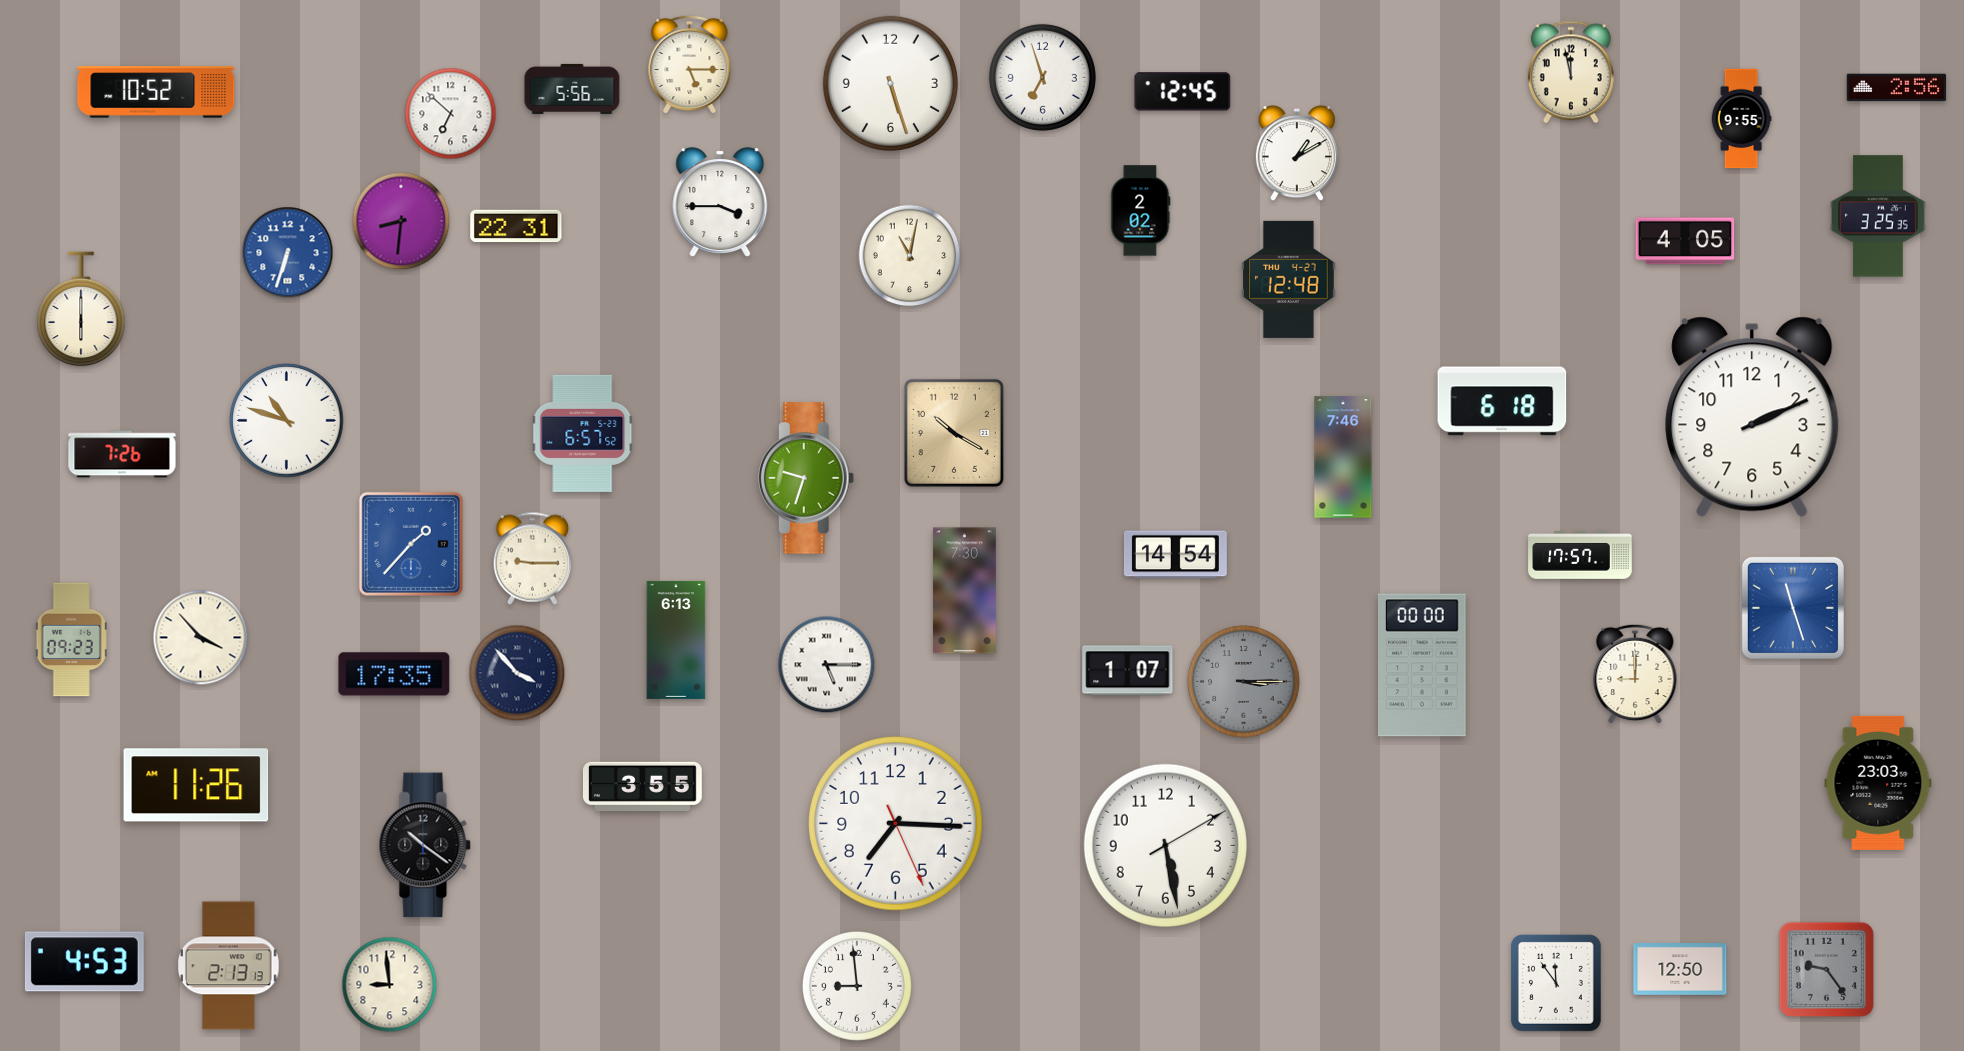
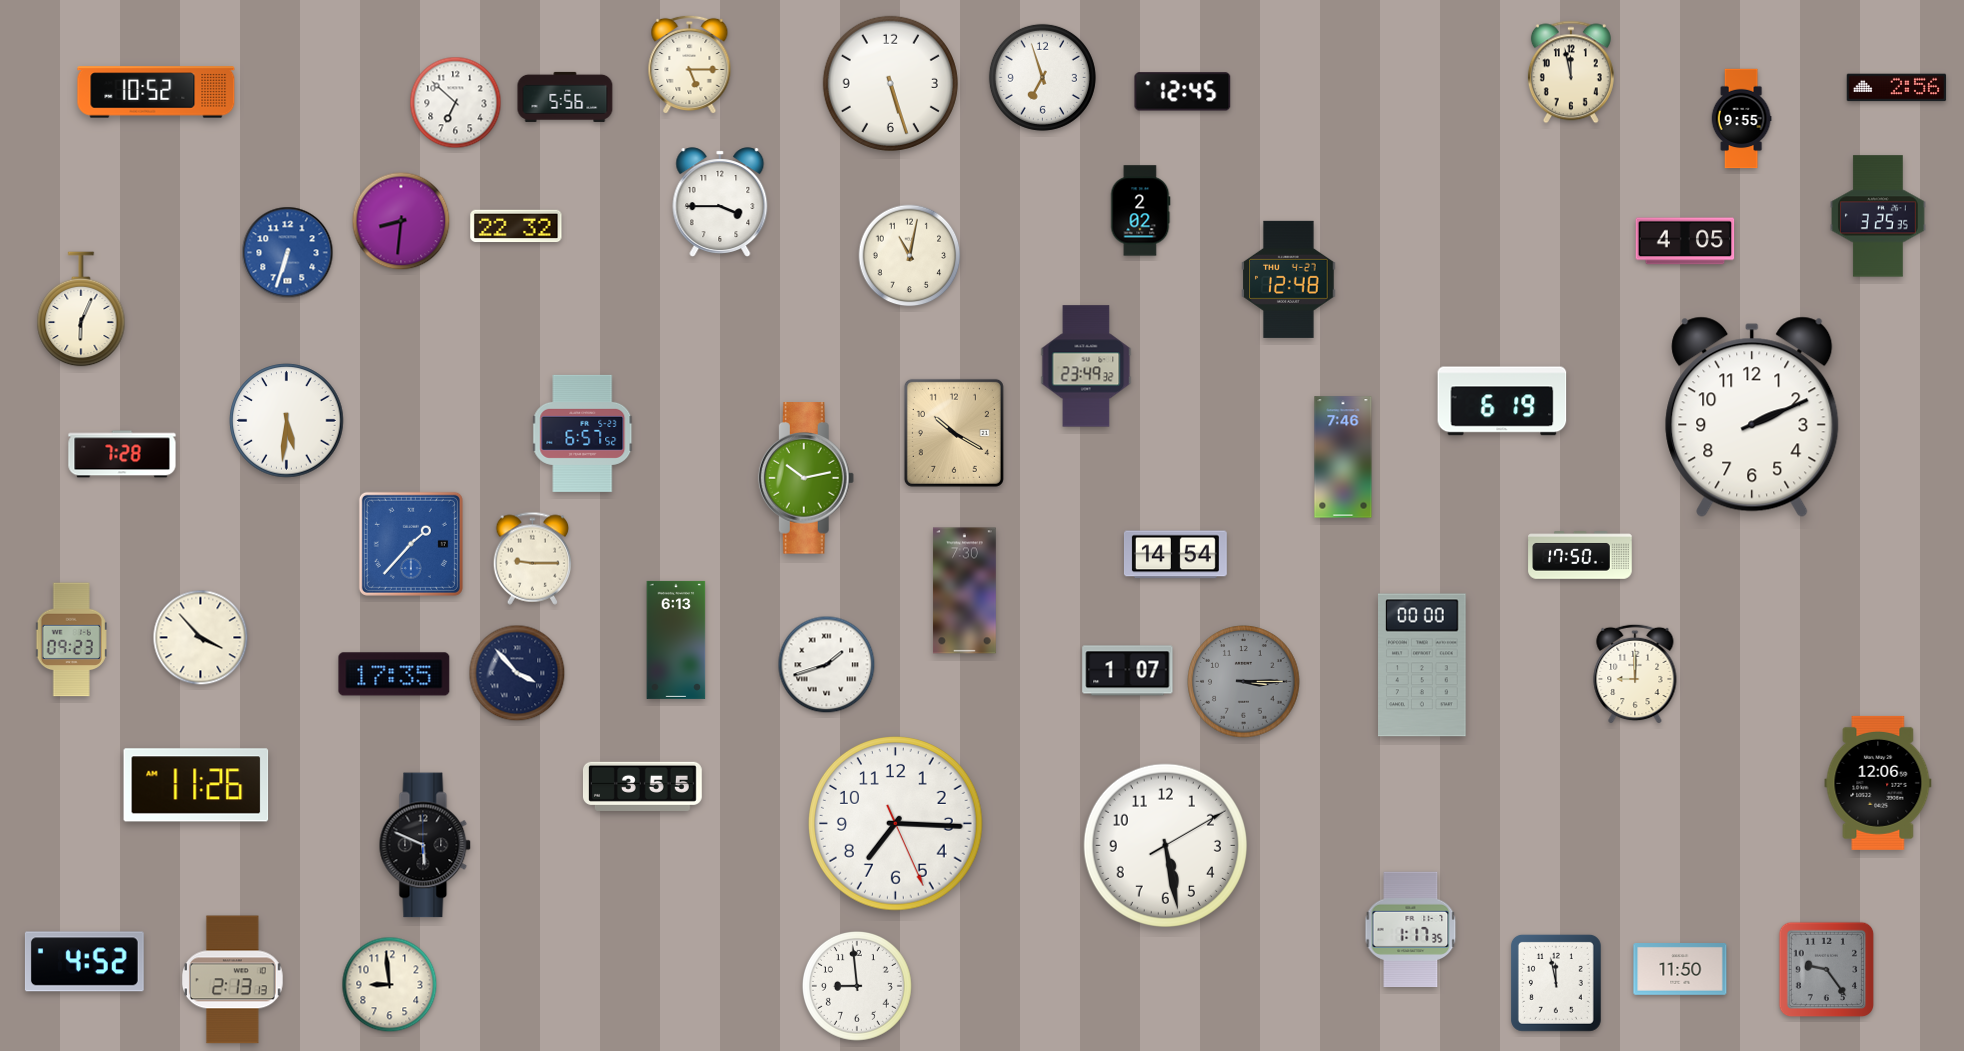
clock at (572, 89) position: (572, 89) -> (565, 97)
clock at (451, 114) position: (451, 114) -> (456, 103)
clock at (1297, 154): 1:10 -> none
clock at (516, 226): 22:31 -> 22:32
clock at (81, 309): 6:00 -> 6:04
clock at (1086, 366): none -> 23:49
clock at (1502, 401): 6:18 -> 6:19
clock at (287, 421): 10:48 -> 5:31
clock at (122, 454): 7:26 -> 7:28
clock at (806, 478): 9:33 -> 10:13
clock at (1580, 555): 17:57 -> 17:50
clock at (1793, 608): 11:27 -> none
clock at (827, 665): 5:15 -> 1:42
clock at (1878, 783): 23:03 -> 12:06
clock at (425, 845): 10:21 -> 5:49
clock at (1411, 930): none -> 1:17
clock at (84, 962): 4:53 -> 4:52
clock at (228, 966) position: (228, 966) -> (232, 980)
clock at (1680, 970): 12:50 -> 11:50
clock at (1556, 983): 11:54 -> 11:58
